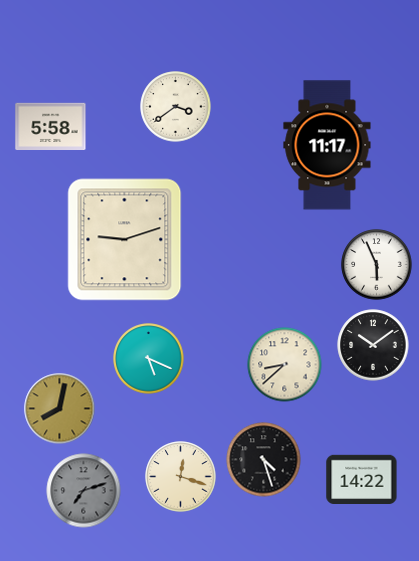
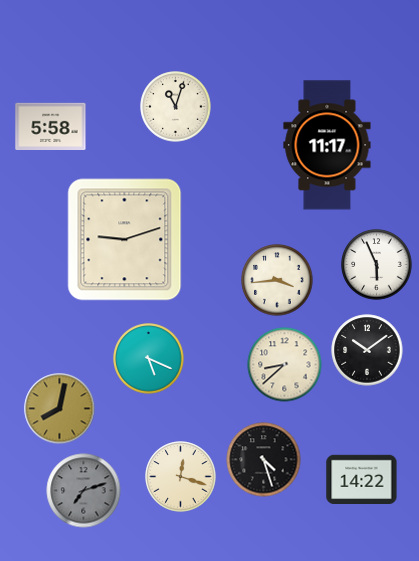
clock at (176, 107): 3:39 -> 11:03
clock at (277, 280): none -> 3:44
clock at (373, 345) position: (373, 345) -> (367, 350)
